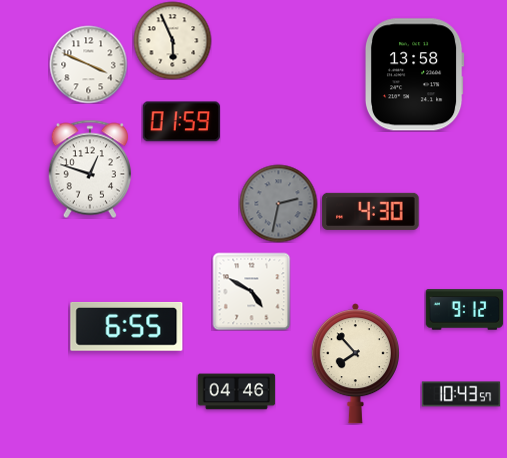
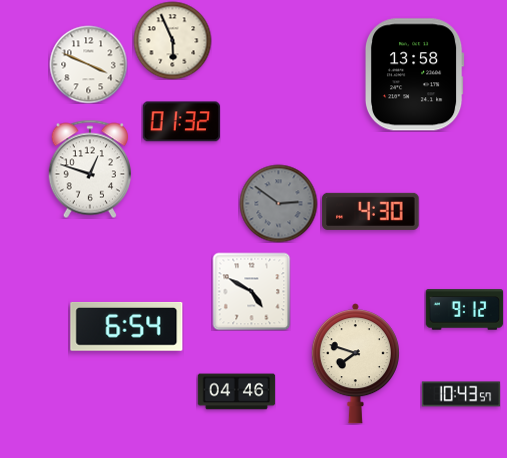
clock at (181, 122): 01:59 -> 01:32
clock at (278, 203): 2:32 -> 2:51
clock at (127, 326): 6:55 -> 6:54
clock at (355, 364): 7:53 -> 7:48
